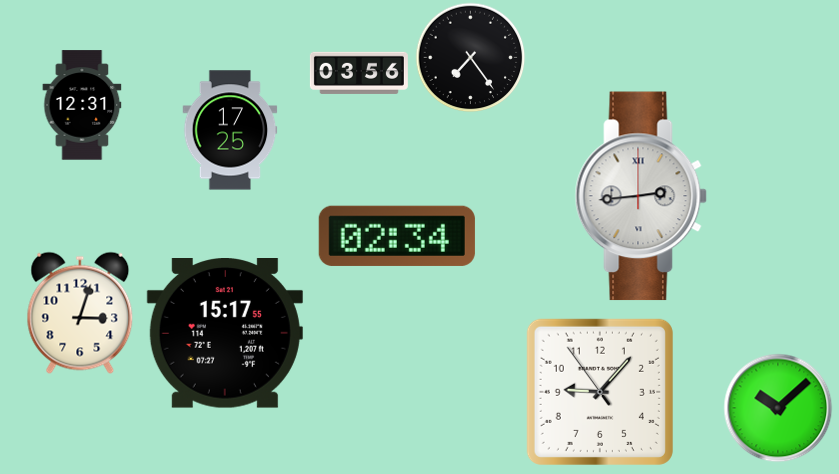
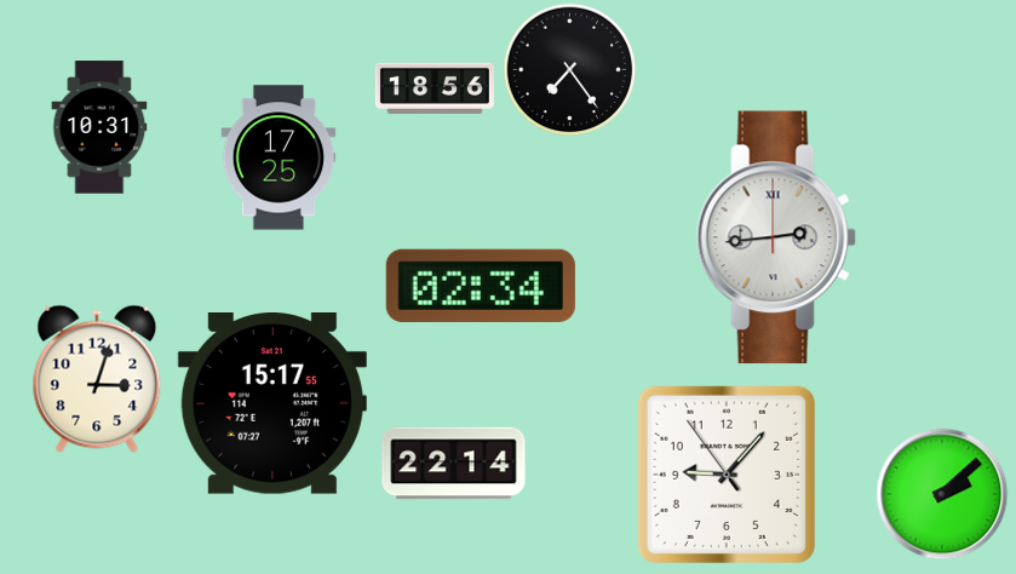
clock at (359, 73): 03:56 -> 18:56
clock at (82, 105): 12:31 -> 10:31
clock at (454, 464): none -> 22:14
clock at (778, 408): 10:08 -> 2:08
